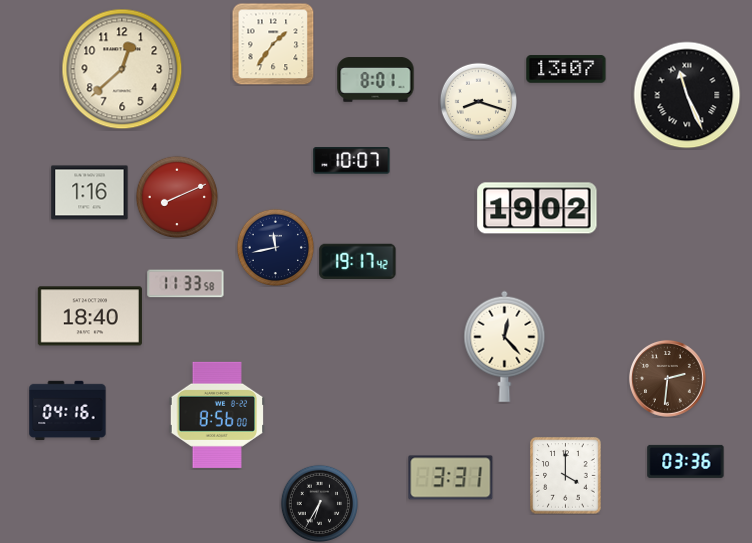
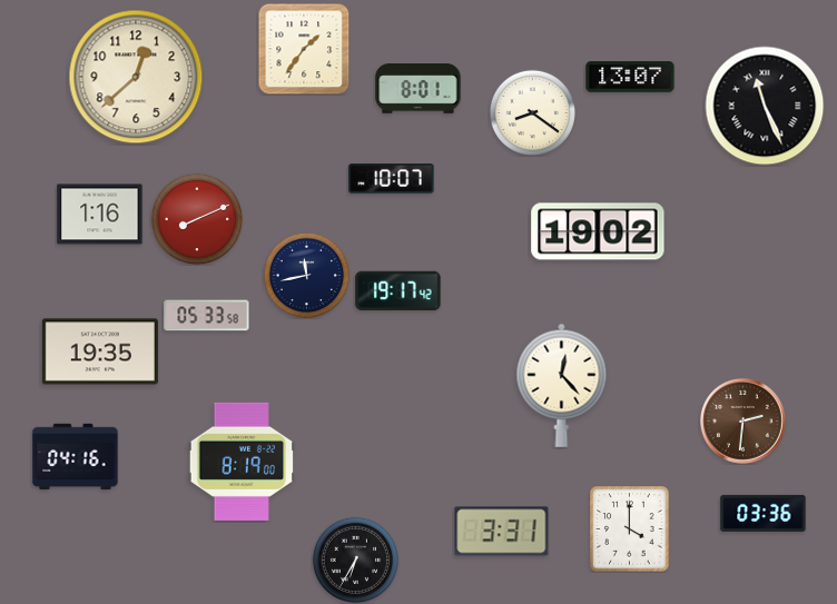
clock at (478, 101): 8:18 -> 8:21
clock at (186, 284): 11:33 -> 05:33
clock at (90, 316): 18:40 -> 19:35
clock at (217, 415): 8:56 -> 8:19
